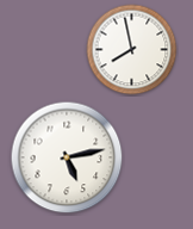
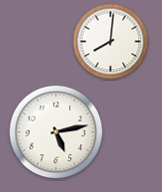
clock at (132, 50): 7:58 -> 8:01
